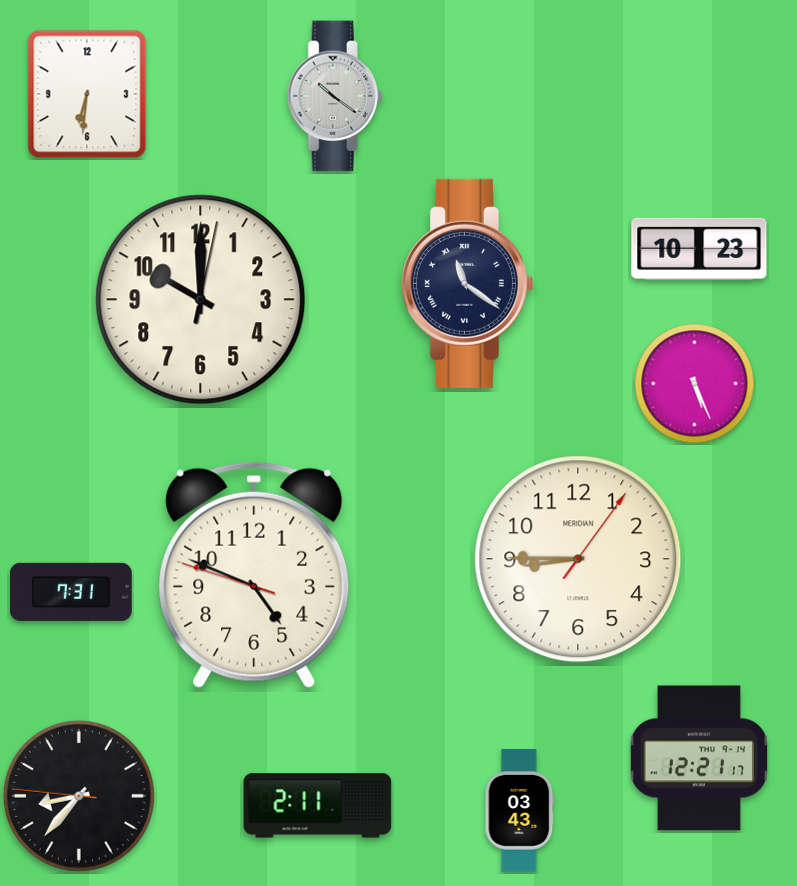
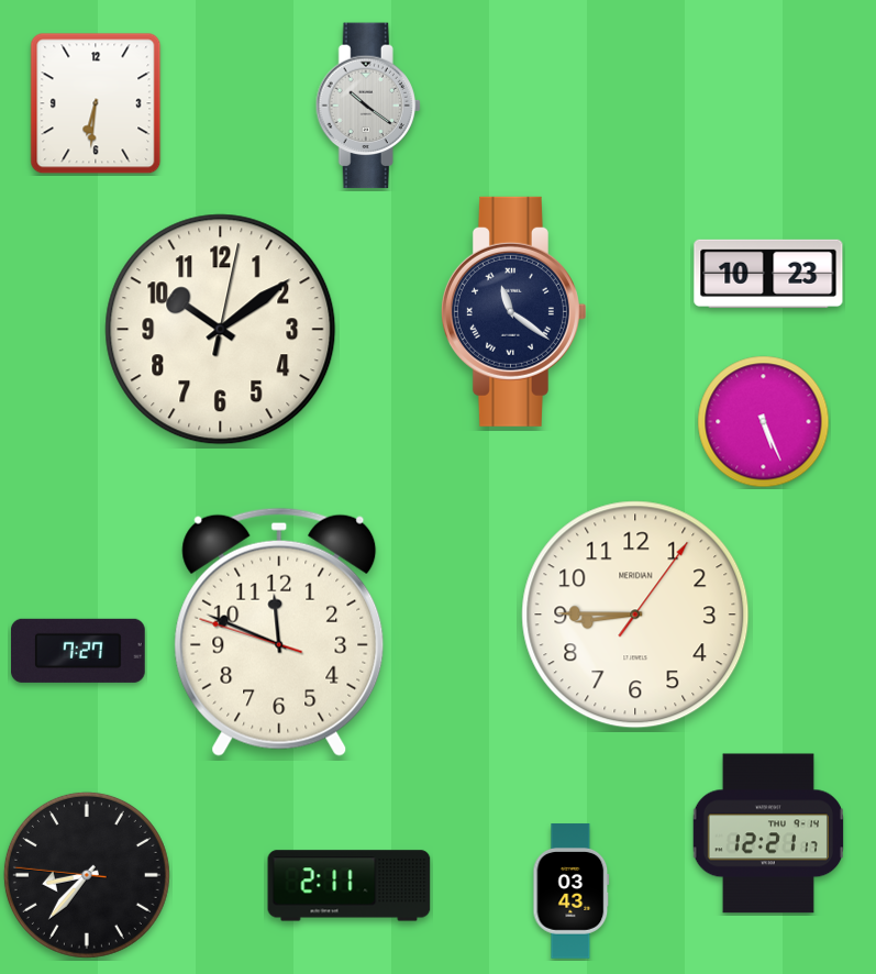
clock at (201, 300): 10:00 -> 10:09
clock at (254, 575): 4:48 -> 11:48
clock at (72, 592): 7:31 -> 7:27
